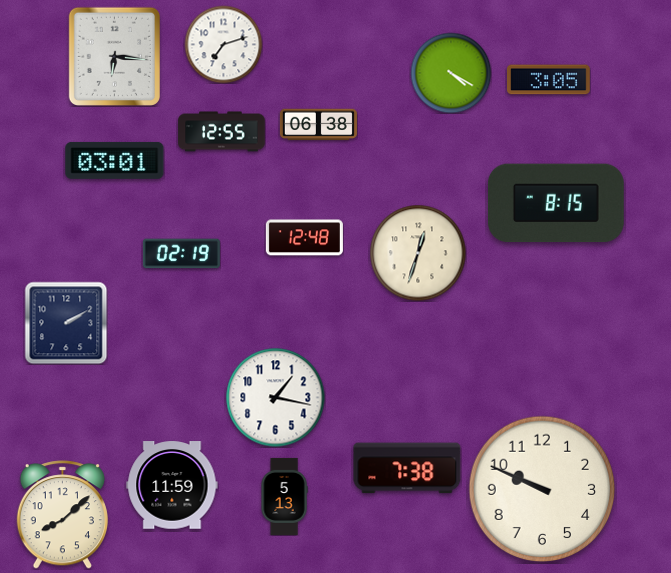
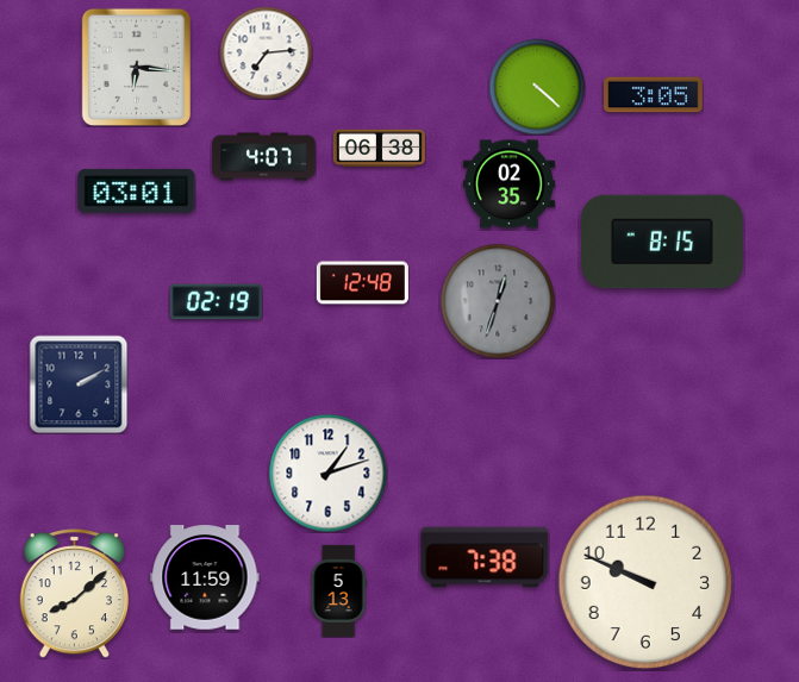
clock at (223, 44): 7:12 -> 7:14
clock at (451, 73): 4:20 -> 4:22
clock at (222, 132): 12:55 -> 4:07
clock at (508, 184): none -> 02:35
clock at (418, 253) dial: cream -> grey
clock at (276, 398): 1:17 -> 1:12
clock at (62, 515) position: (62, 515) -> (74, 594)
